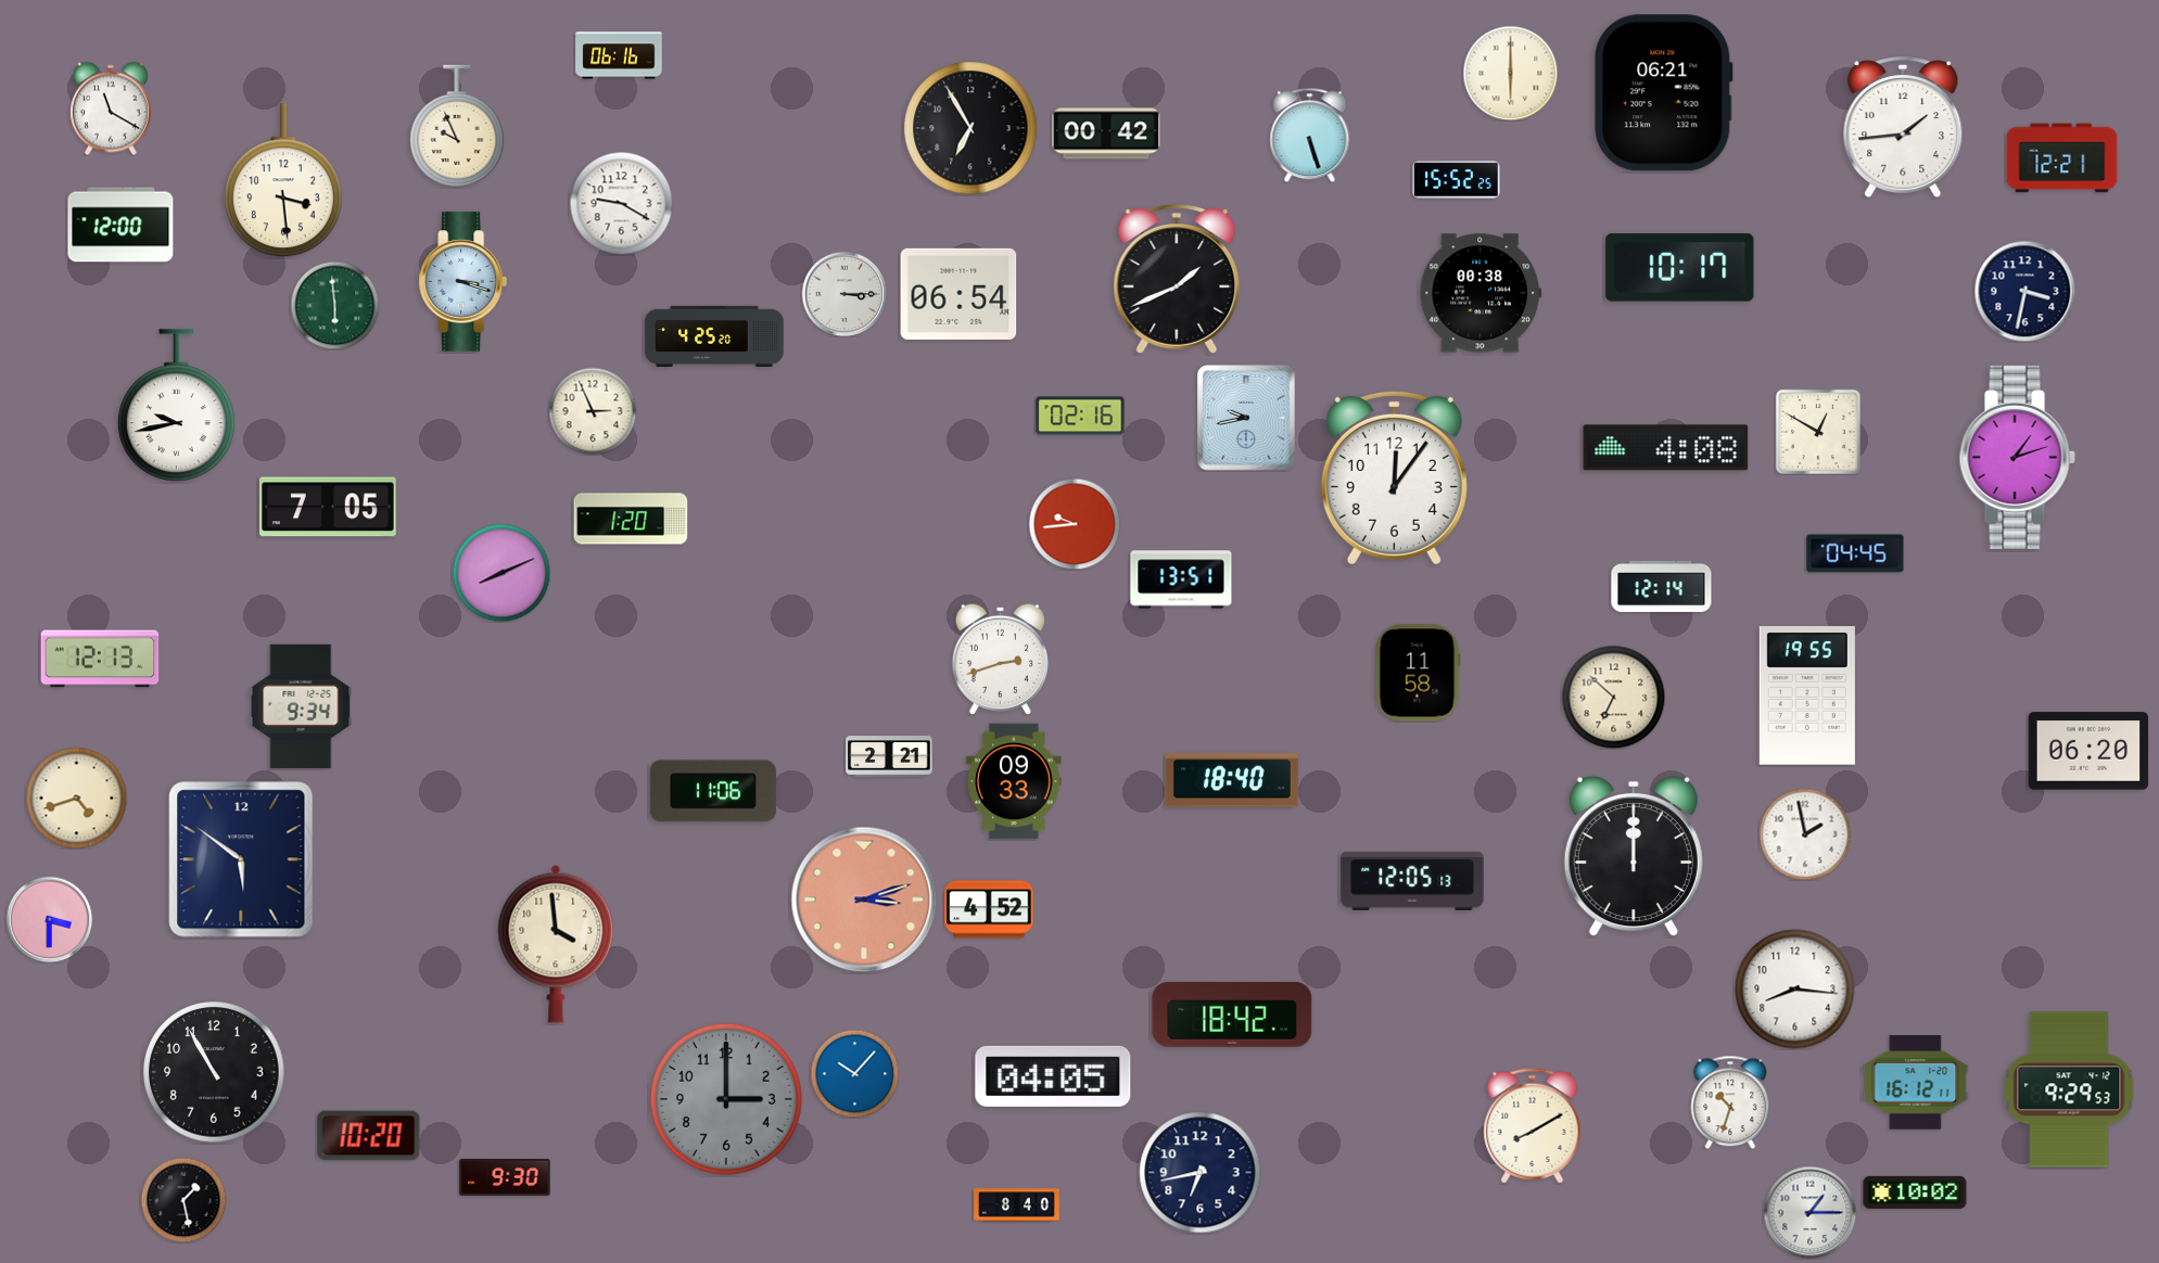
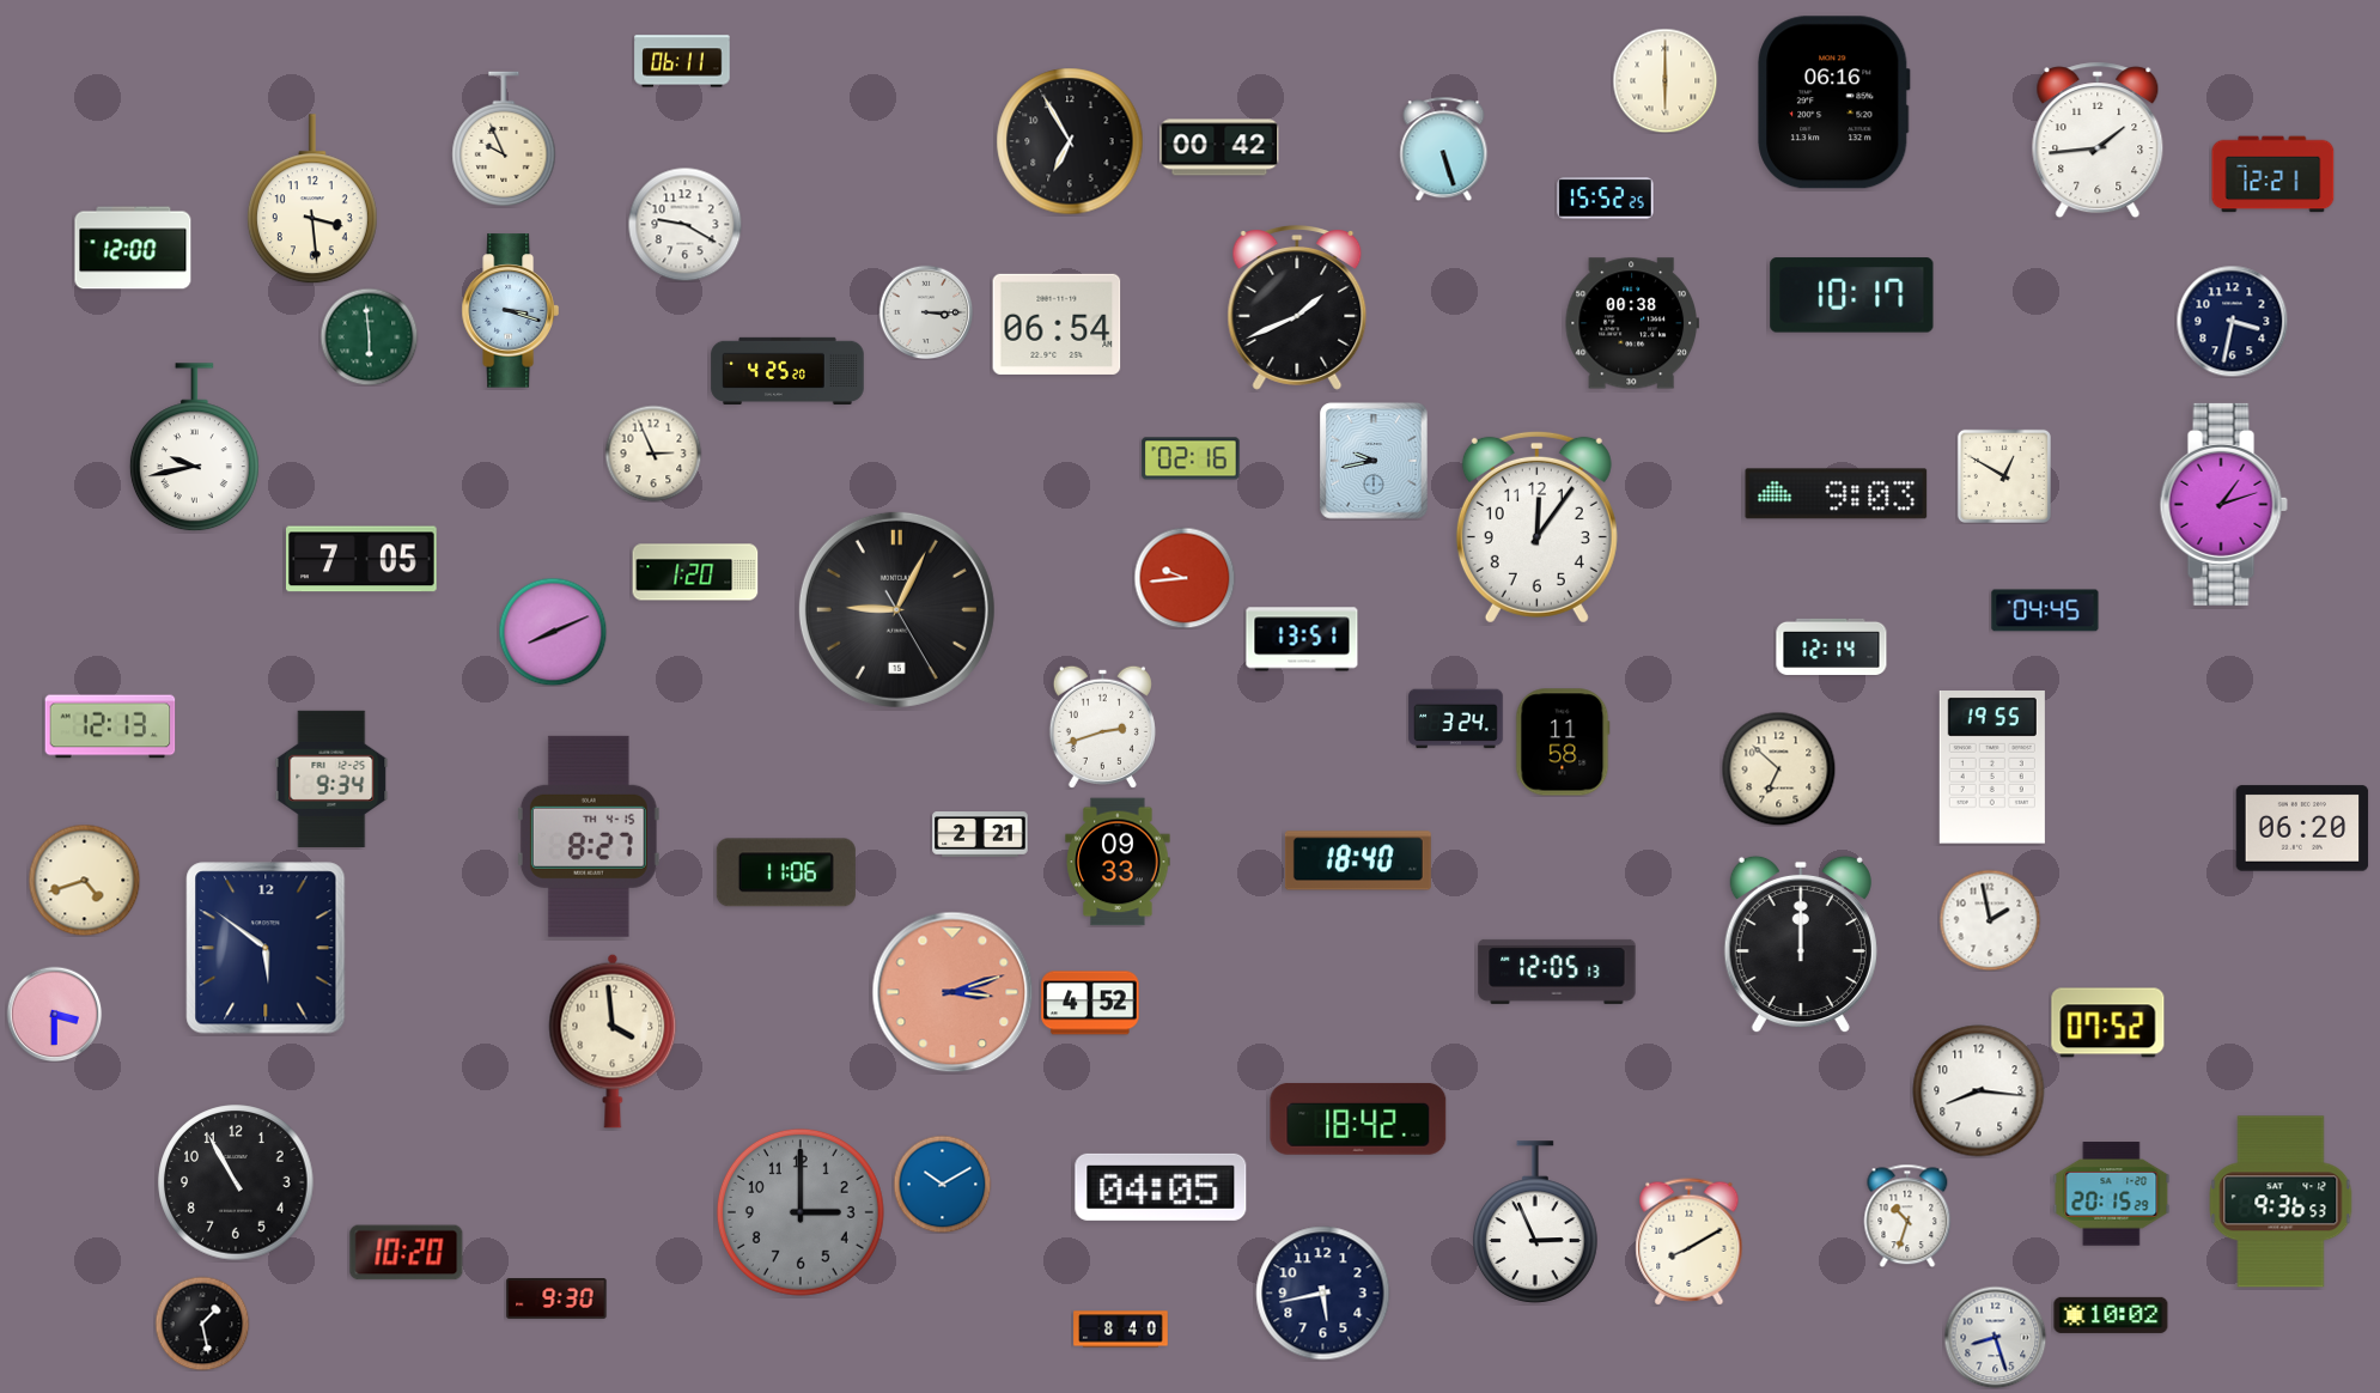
clock at (619, 55): 06:16 -> 06:11
clock at (1664, 93): 06:21 -> 06:16
clock at (111, 109): 11:20 -> none
clock at (844, 294) position: (844, 294) -> (926, 312)
clock at (1666, 448): 4:08 -> 9:03
clock at (896, 609): none -> 9:04
clock at (1456, 719): none -> 3:24
clock at (589, 837): none -> 8:27
clock at (2108, 1023): none -> 07:52
clock at (854, 1073): 10:07 -> 10:10
clock at (1916, 1083): 16:12 -> 20:15
clock at (2069, 1089): 9:29 -> 9:36
clock at (1535, 1222): none -> 2:56
clock at (1201, 1173): 6:43 -> 5:43
clock at (1809, 1212): 1:15 -> 8:27
